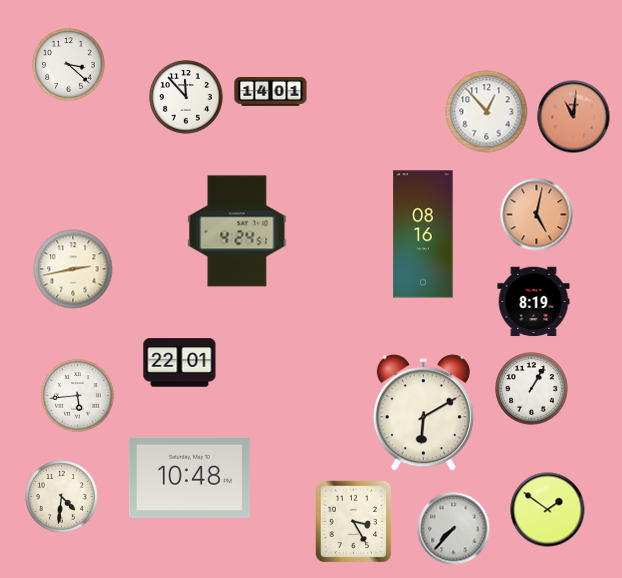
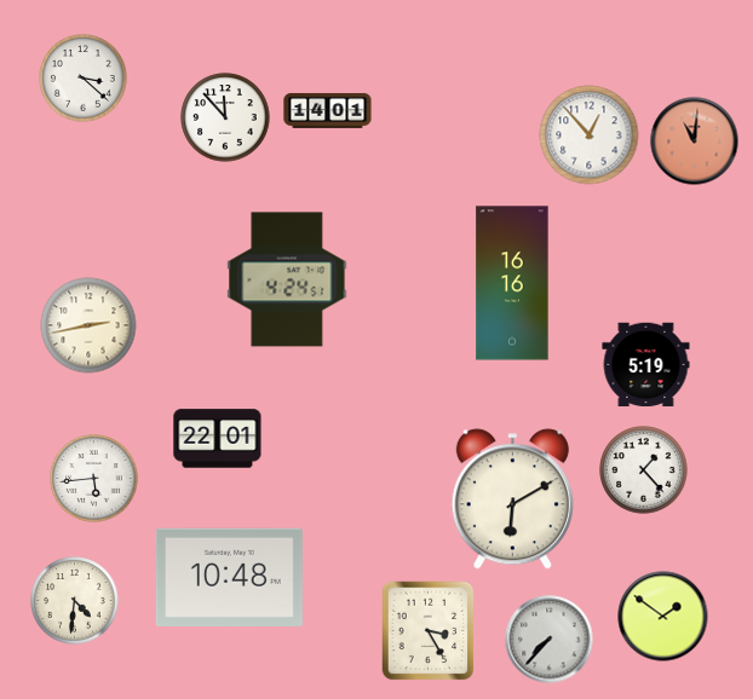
clock at (537, 215): 5:02 -> none
clock at (423, 234): 08:16 -> 16:16
clock at (534, 302): 8:19 -> 5:19
clock at (532, 389): 1:05 -> 1:23
